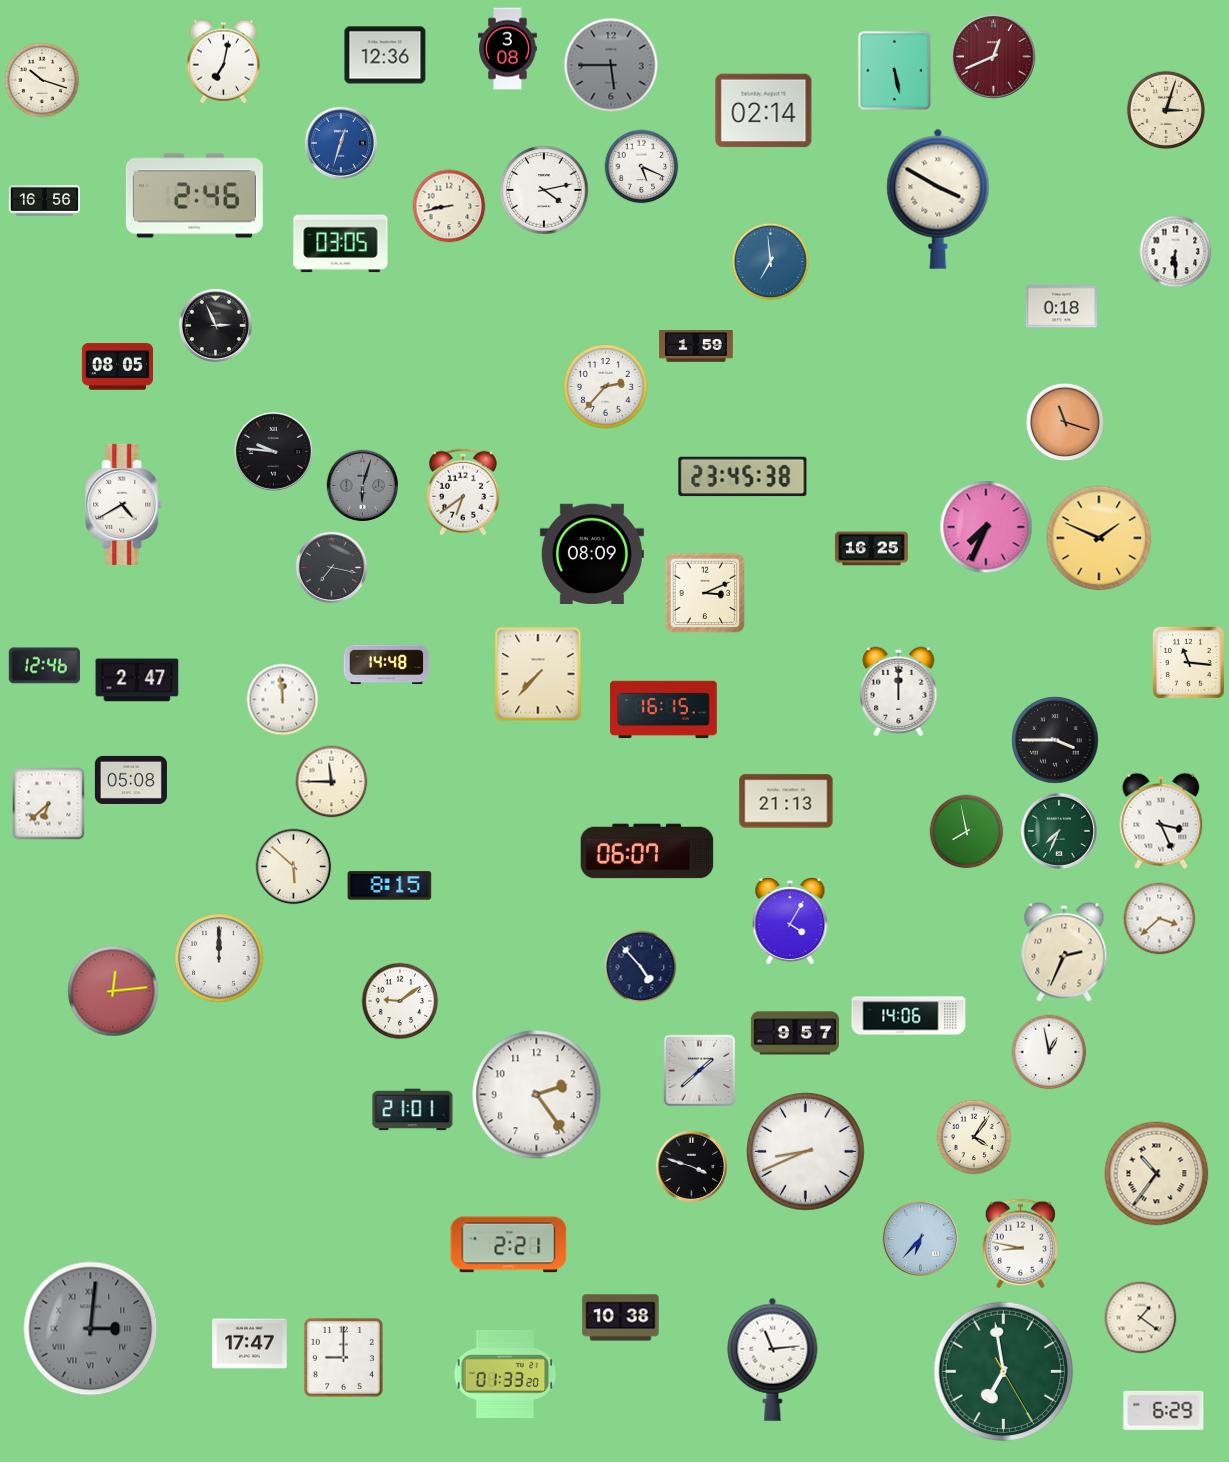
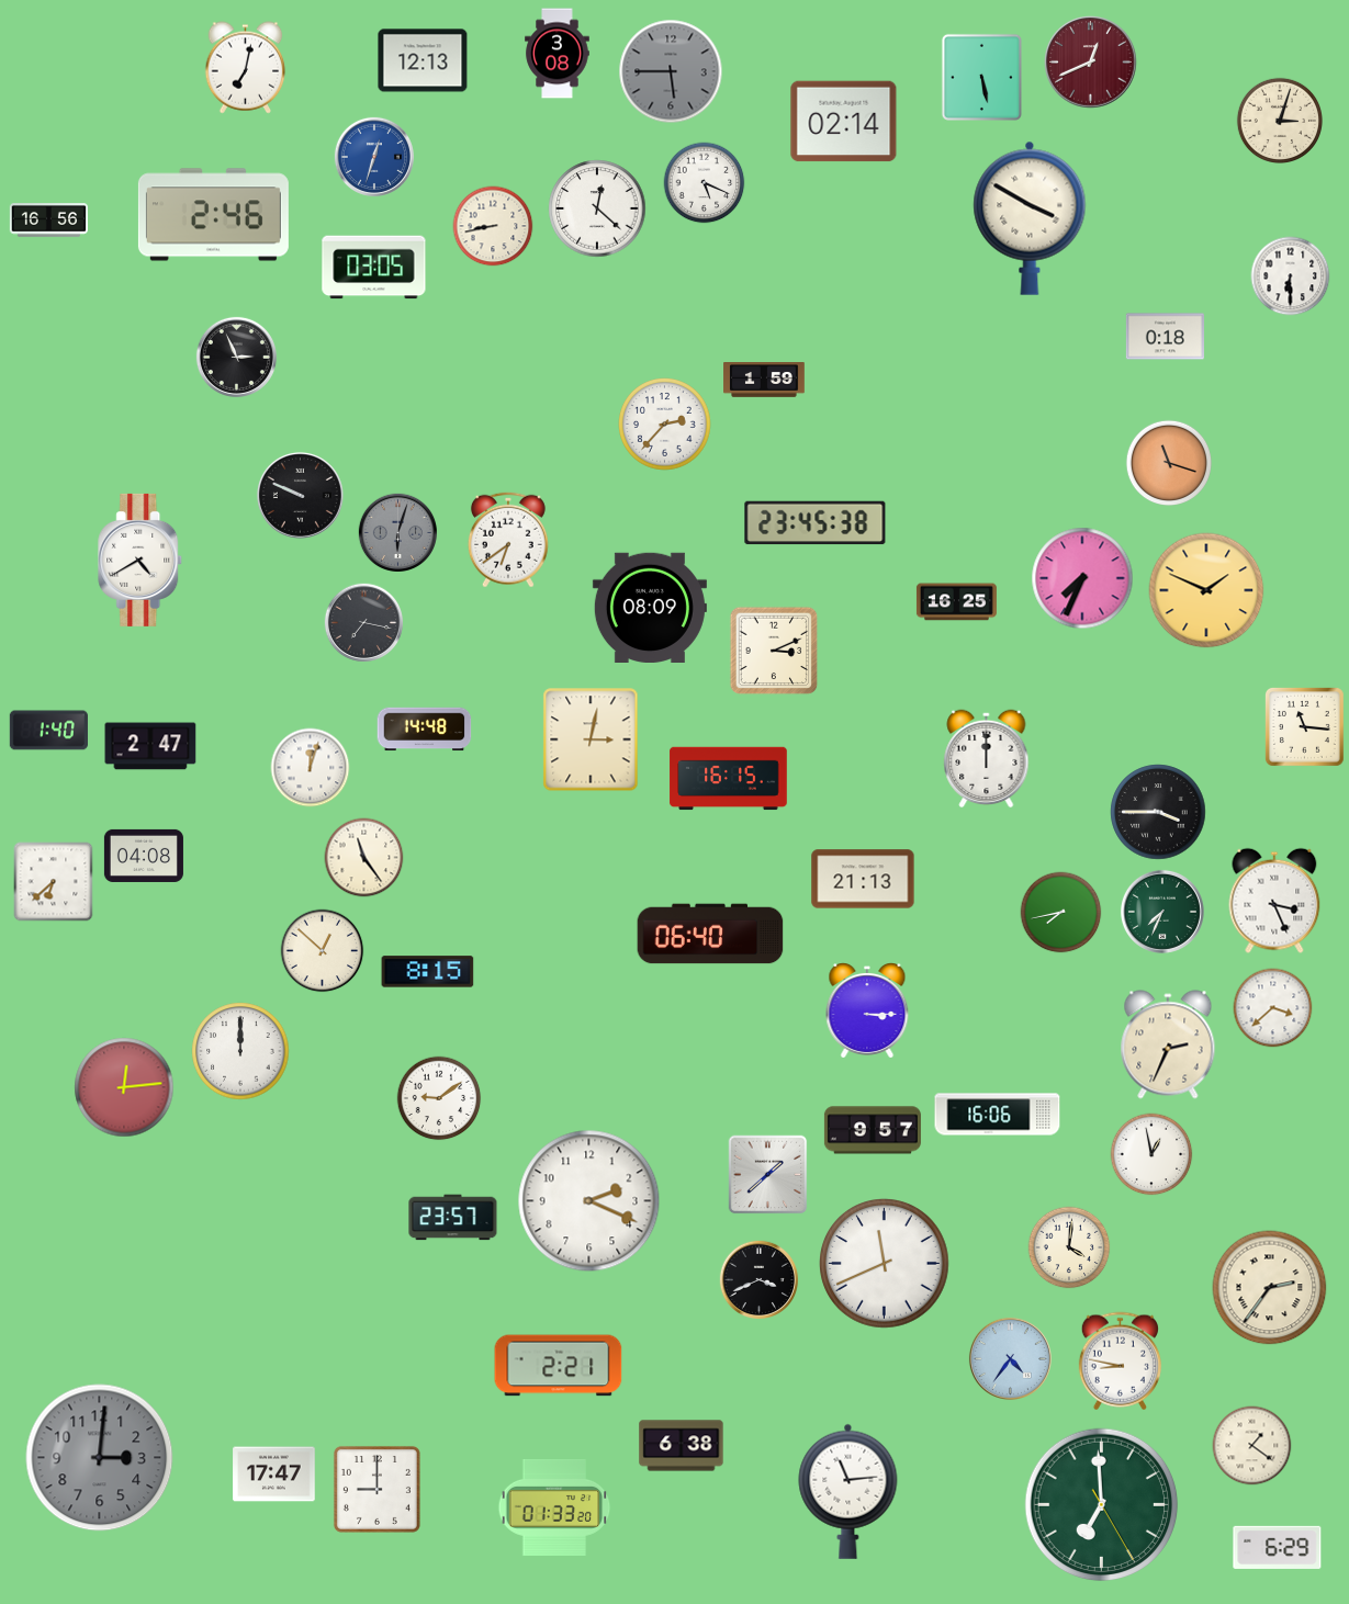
clock at (385, 55): 12:36 -> 12:13
clock at (42, 80): 10:18 -> none
clock at (764, 111) position: (764, 111) -> (844, 122)
clock at (544, 190): 4:13 -> 12:22
clock at (771, 262): 6:59 -> none
clock at (117, 367): 08:05 -> none
clock at (273, 451): 9:46 -> 9:49
clock at (124, 504) position: (124, 504) -> (140, 560)
clock at (44, 666): 12:46 -> 1:40
clock at (538, 674): 7:37 -> 3:02
clock at (283, 700): 11:59 -> 12:03
clock at (131, 780): 05:08 -> 04:08
clock at (332, 782): 11:45 -> 11:24
clock at (967, 832): 7:58 -> 7:43
clock at (647, 851): 06:07 -> 06:40
clock at (294, 867): 5:52 -> 12:52
clock at (790, 922): 4:05 -> 3:15
clock at (641, 967): 4:53 -> none
clock at (909, 1016): 14:06 -> 16:06
clock at (795, 1033) position: (795, 1033) -> (873, 1130)
clock at (537, 1095): 2:24 -> 2:19
clock at (413, 1110): 21:01 -> 23:57
clock at (974, 1137): 4:06 -> 4:01
clock at (806, 1152): 8:41 -> 11:41
clock at (691, 1166): 3:48 -> 3:41
clock at (1157, 1174): 10:36 -> 2:36
clock at (920, 1238): 6:37 -> 4:36
clock at (1020, 1244) position: (1020, 1244) -> (1120, 1362)
clock at (621, 1318): 10:38 -> 6:38
clock at (91, 1329) numerals: Roman -> Arabic
clock at (1004, 1372): 6:58 -> 6:59
